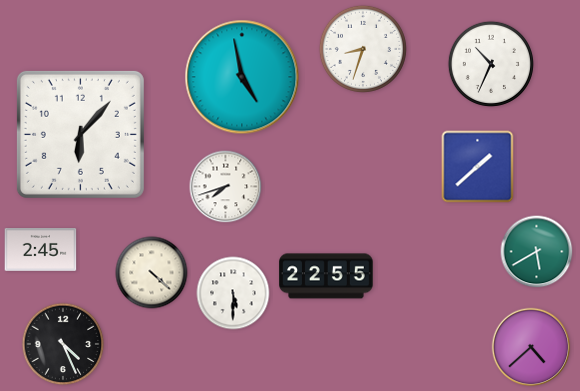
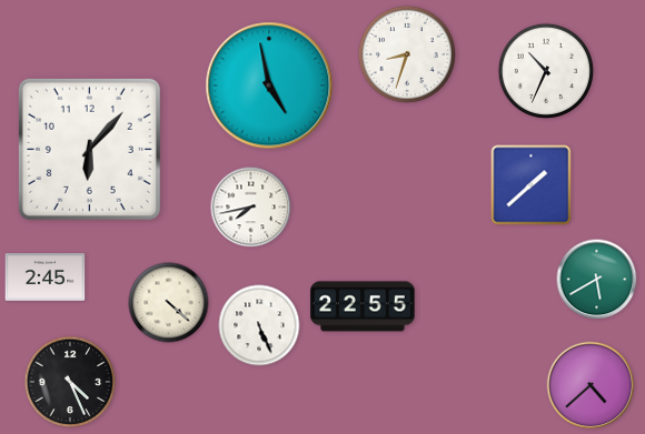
clock at (363, 49) position: (363, 49) -> (407, 54)
clock at (226, 187): 7:42 -> 7:43
clock at (233, 293): 5:30 -> 5:26
